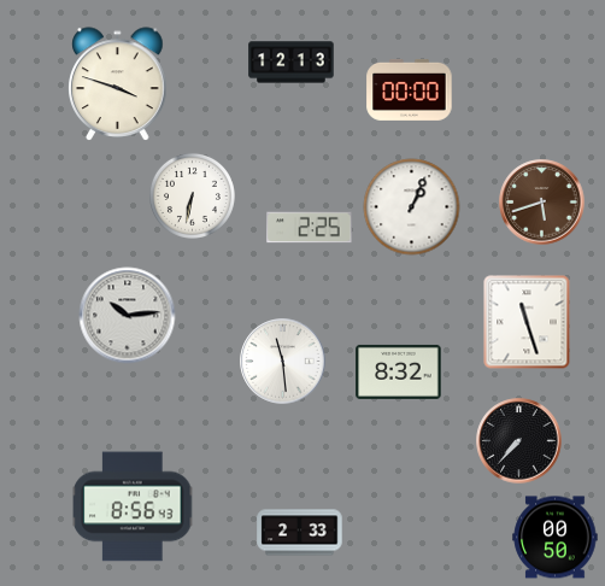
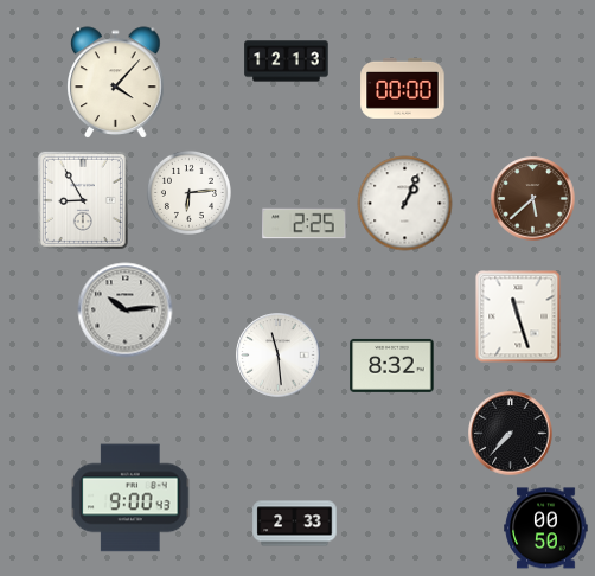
clock at (118, 84): 3:48 -> 4:07
clock at (192, 195): 6:32 -> 6:14
clock at (542, 203): 5:42 -> 5:38
clock at (83, 200): none -> 8:55
clock at (133, 506): 8:56 -> 9:00
